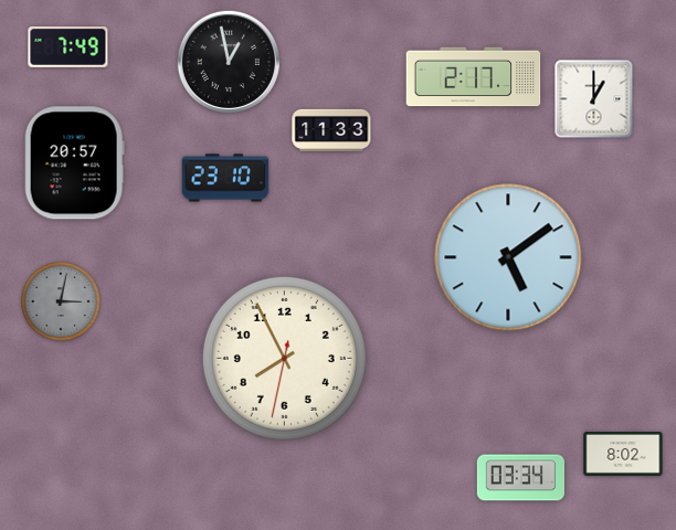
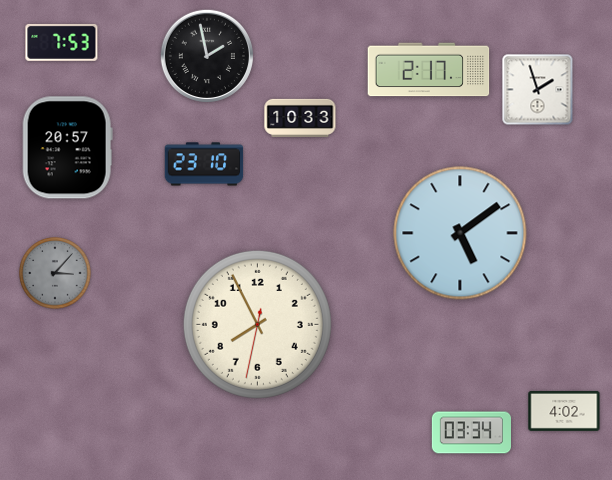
clock at (68, 47): 7:49 -> 7:53
clock at (228, 61): 12:58 -> 1:58
clock at (594, 99): 1:00 -> 1:57
clock at (331, 130): 11:33 -> 10:33
clock at (225, 178) position: (225, 178) -> (204, 164)
clock at (61, 301): 3:02 -> 3:07
clock at (623, 454): 8:02 -> 4:02
